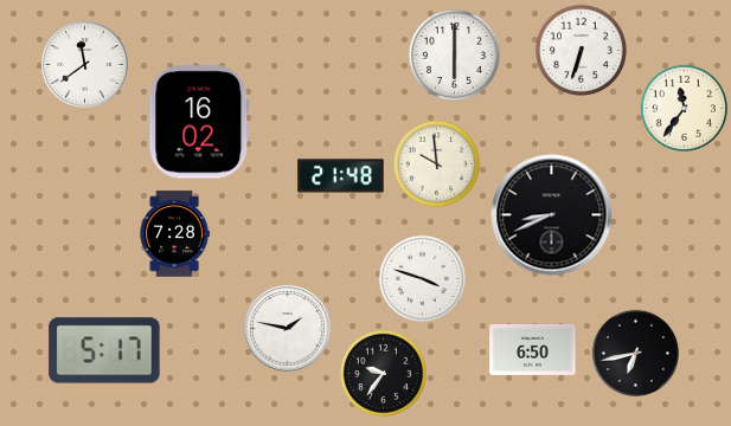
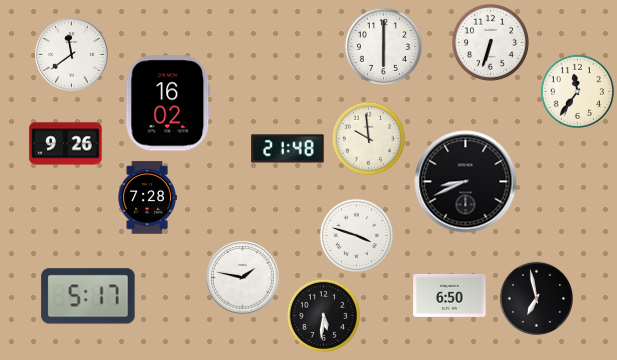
clock at (66, 144): none -> 9:26
clock at (635, 353): 6:43 -> 6:58
clock at (383, 373): 9:36 -> 5:31
